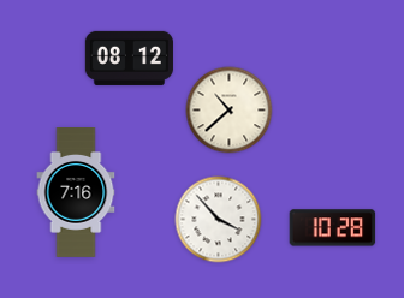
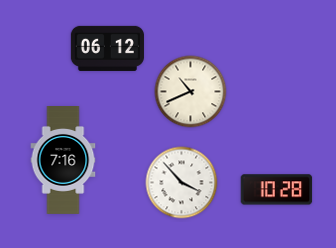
clock at (129, 58): 08:12 -> 06:12
clock at (230, 111): 10:38 -> 10:41
